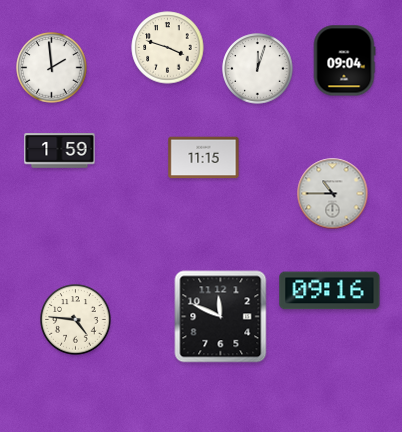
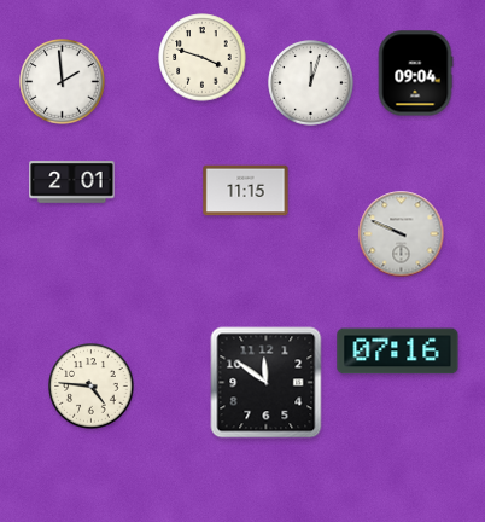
clock at (60, 151): 1:59 -> 2:01
clock at (333, 194): 10:45 -> 9:49
clock at (330, 291): 09:16 -> 07:16
clock at (221, 317): 11:49 -> 11:51
